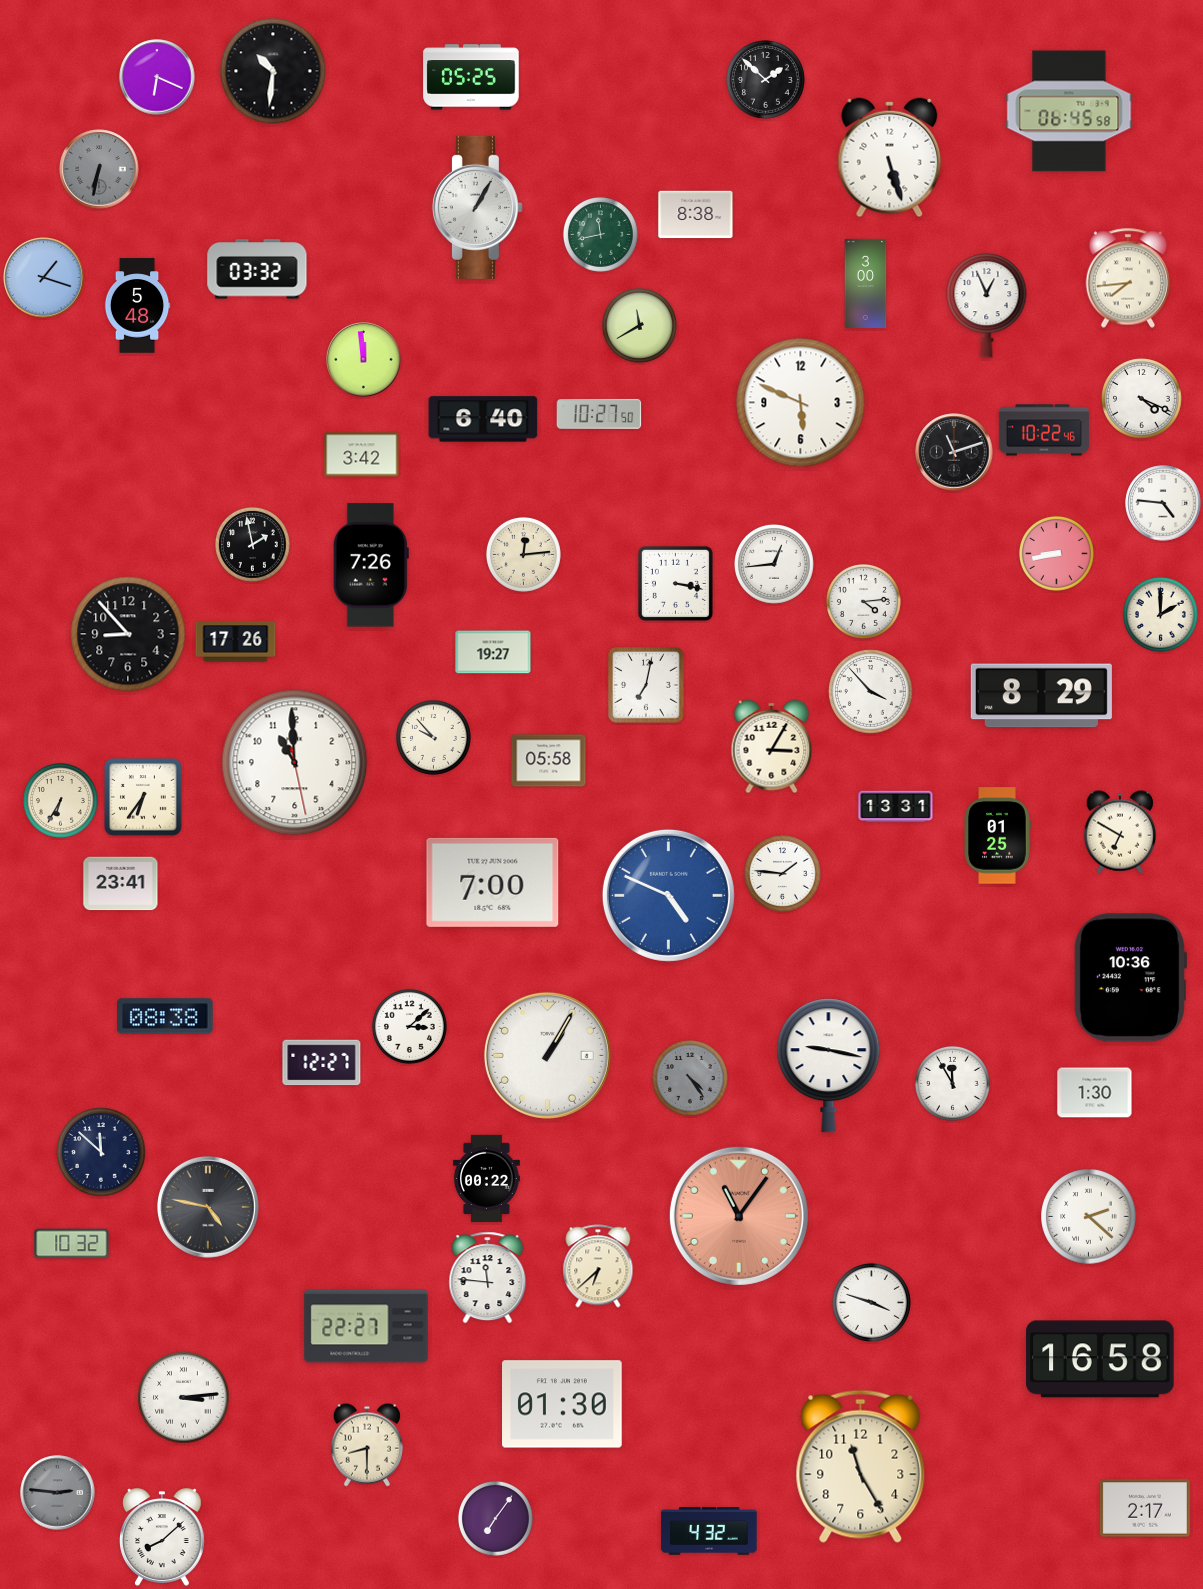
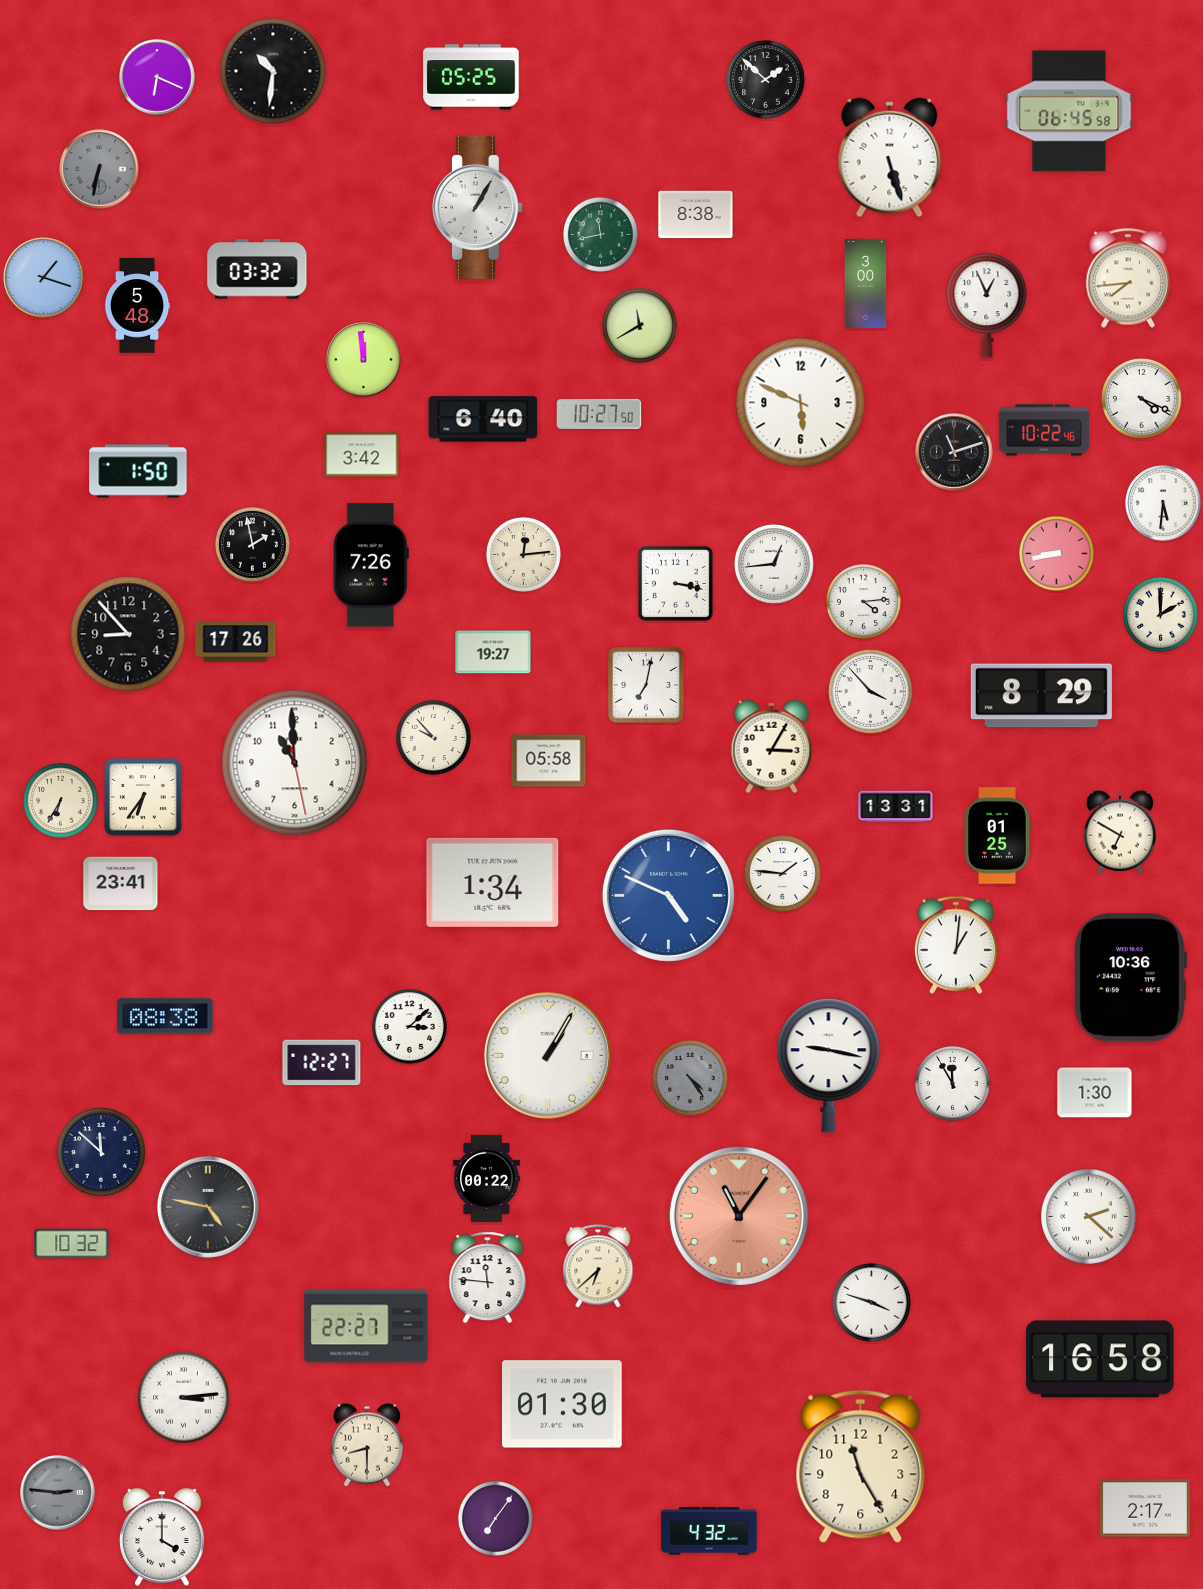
clock at (138, 471): none -> 1:50
clock at (1163, 503): 4:46 -> 5:31
clock at (493, 882): 7:00 -> 1:34
clock at (956, 945): none -> 1:01
clock at (163, 1537): 8:08 -> 4:00
